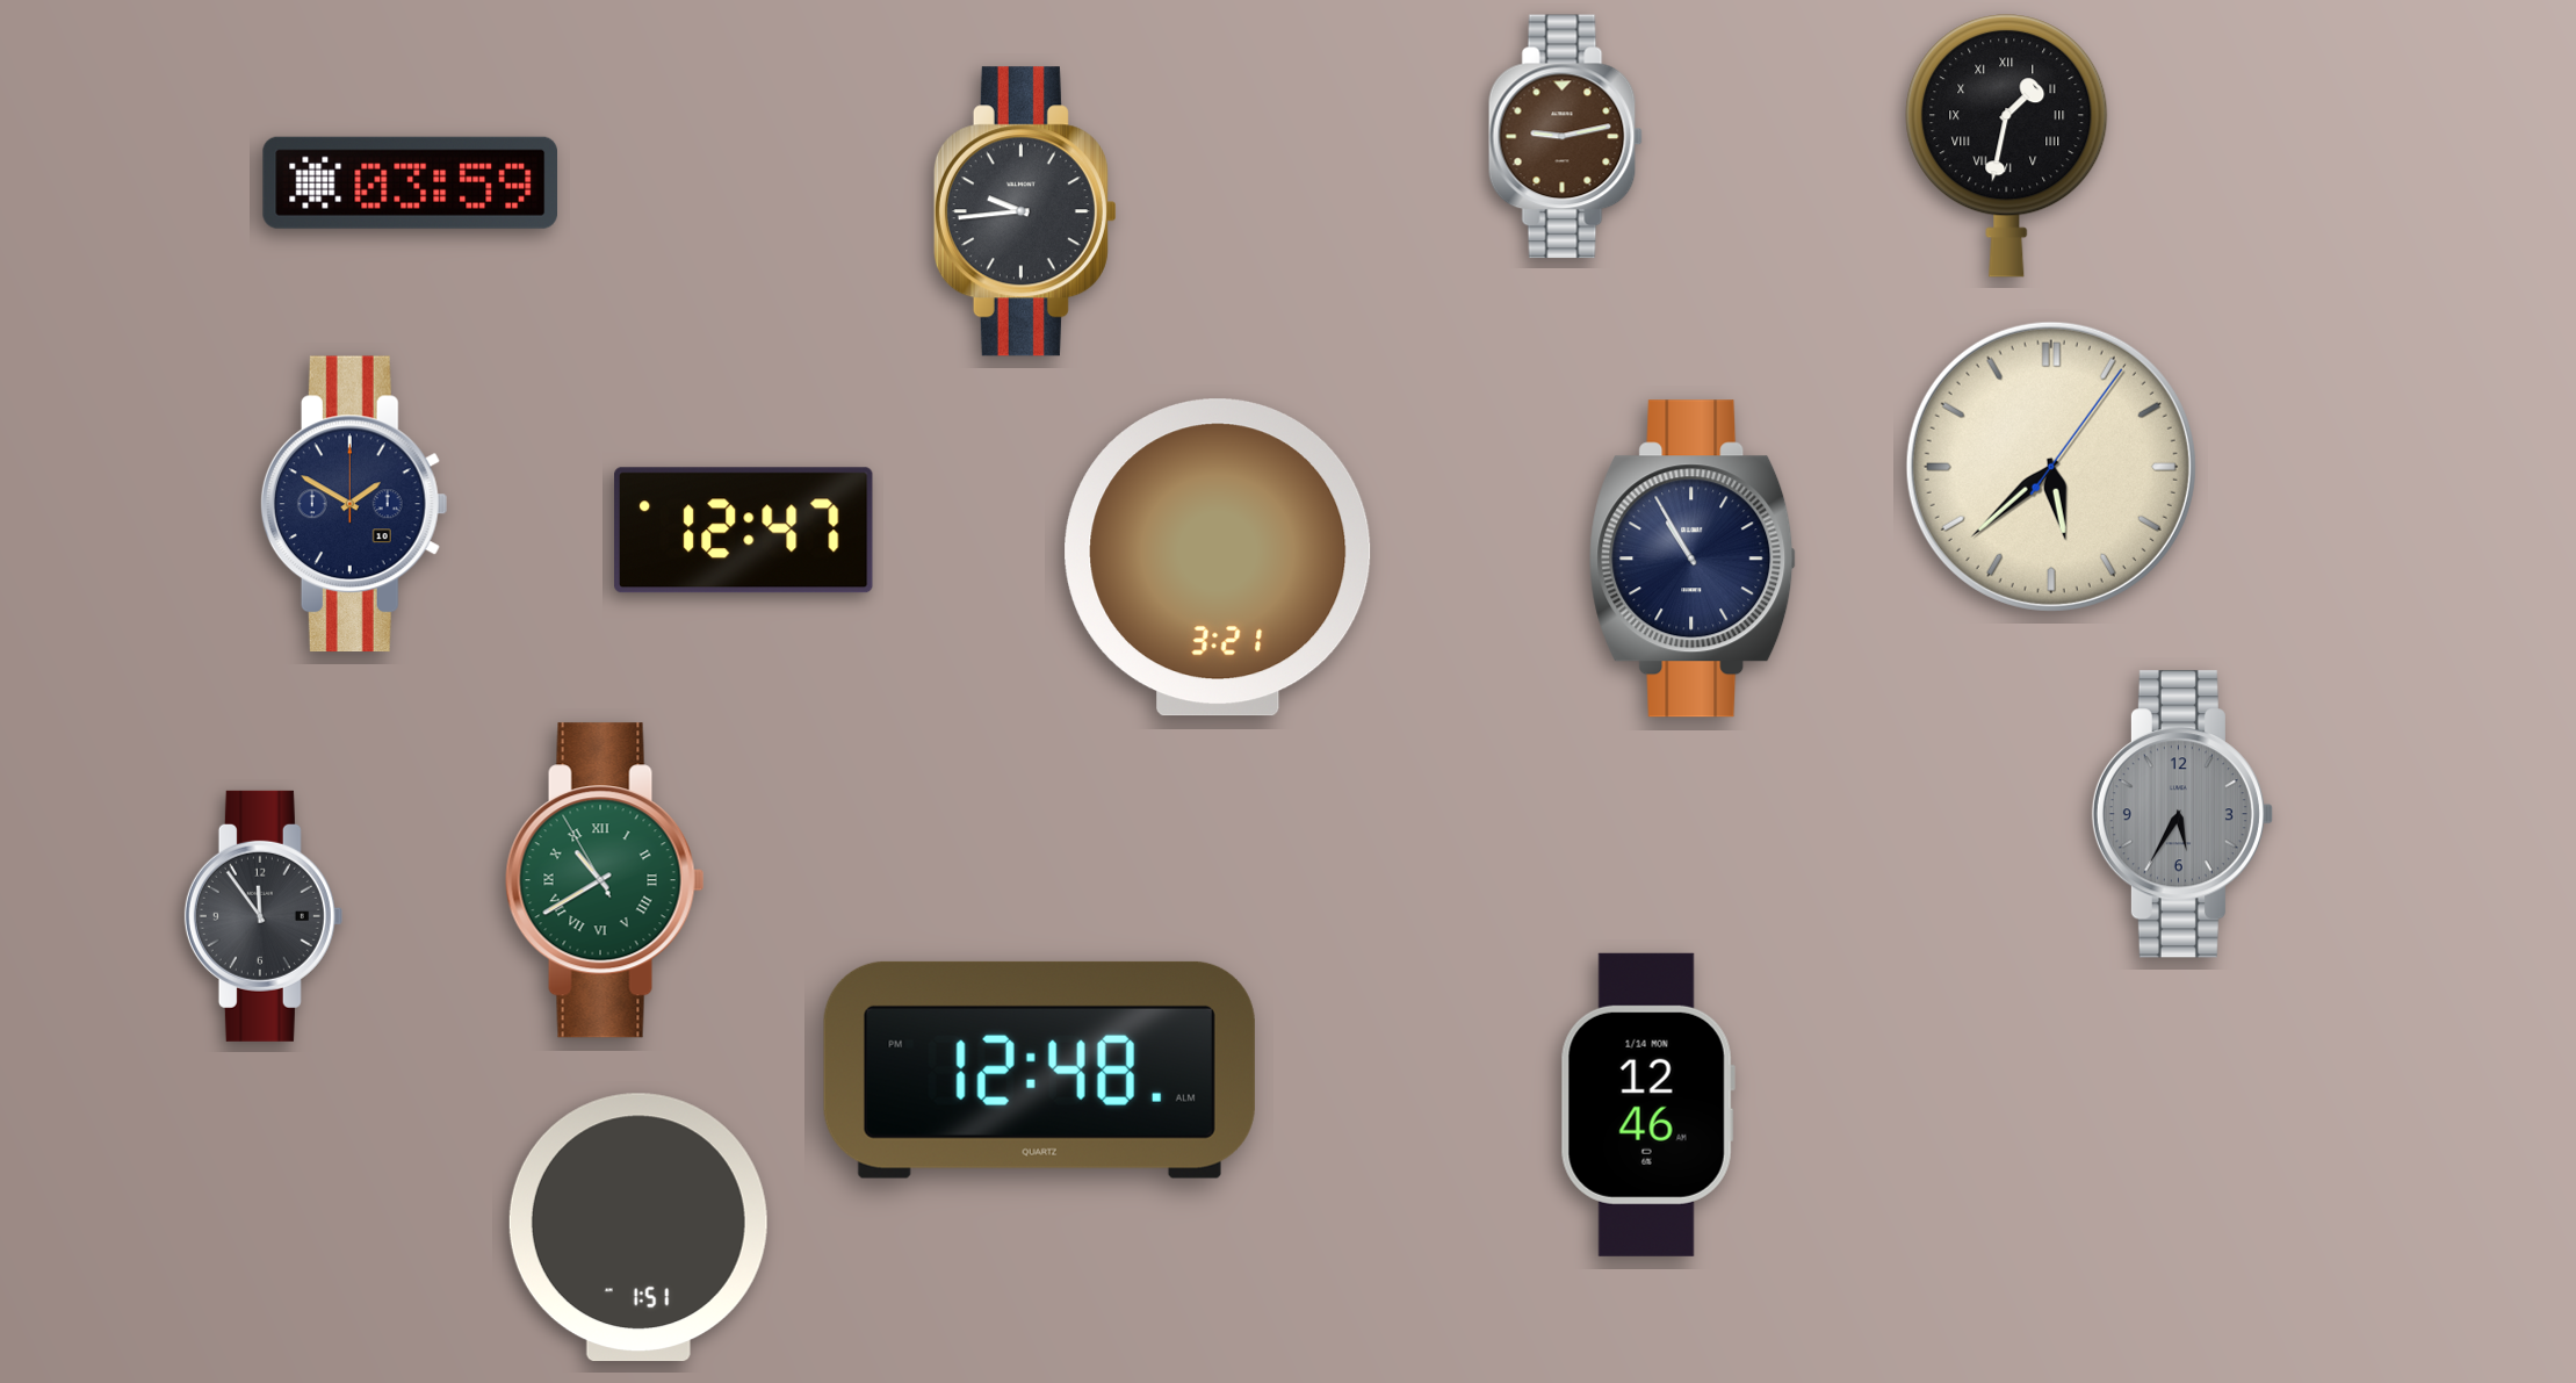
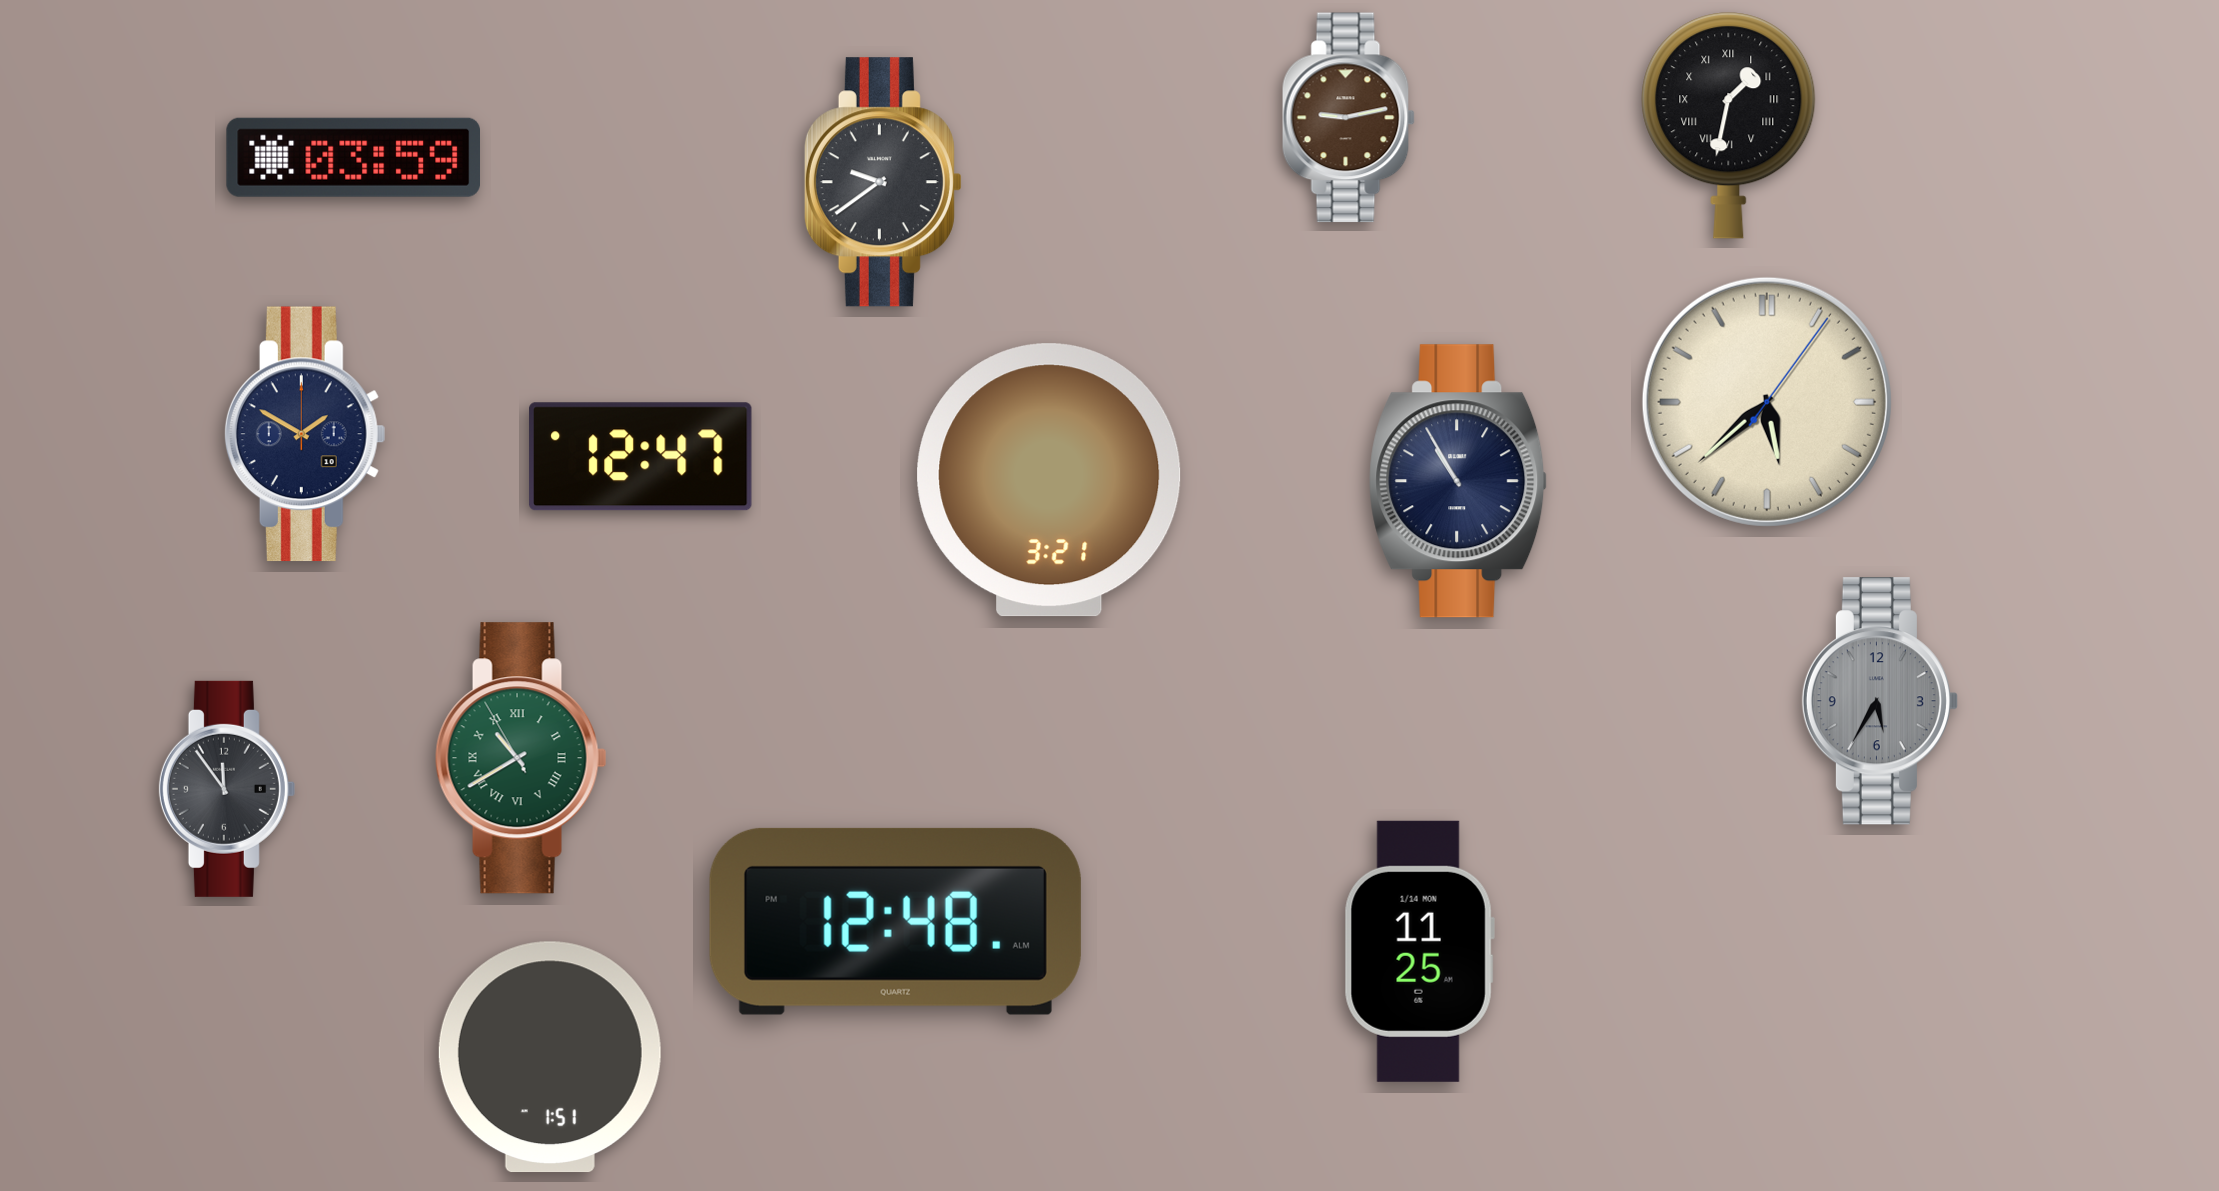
clock at (1025, 211): 9:44 -> 9:39
clock at (1647, 1104): 12:46 -> 11:25
